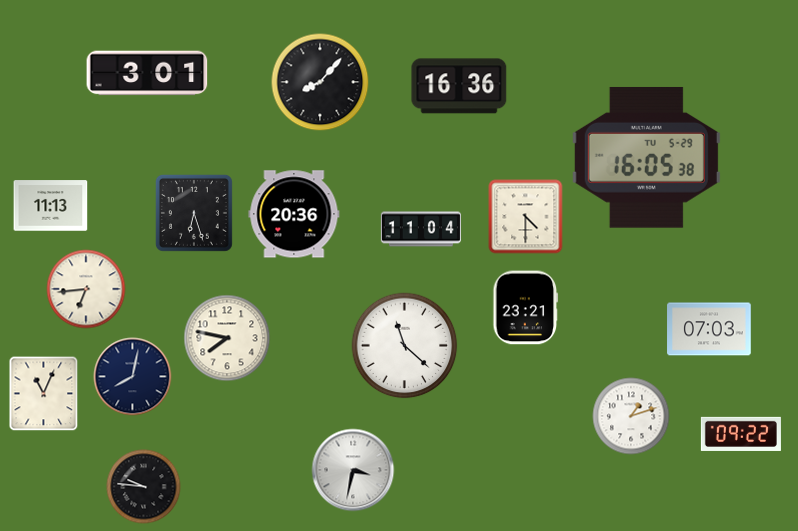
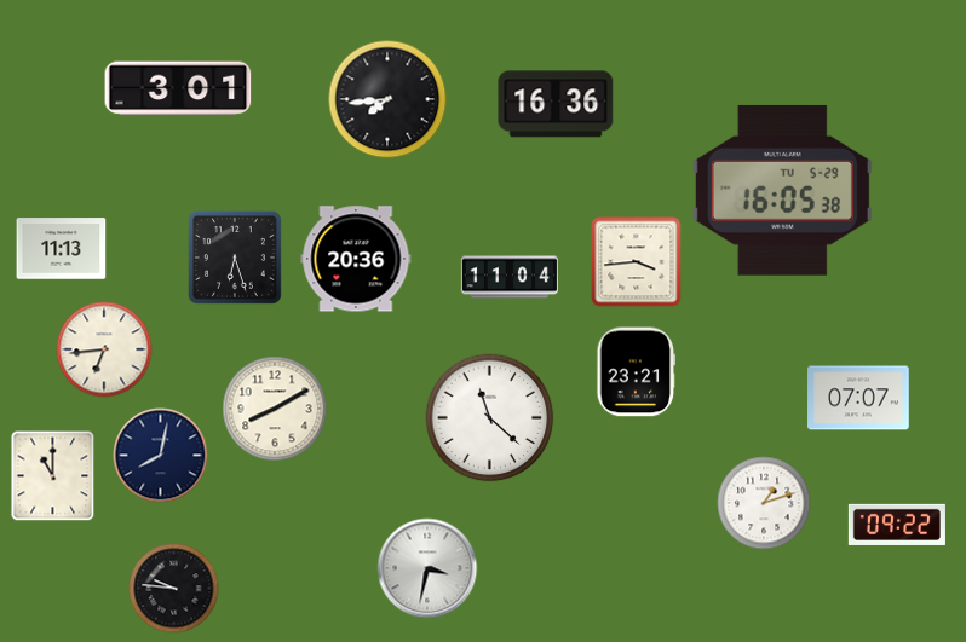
clock at (320, 82): 8:07 -> 7:44
clock at (526, 217): 4:30 -> 3:44
clock at (709, 329): 07:03 -> 07:07
clock at (227, 338): 7:47 -> 8:10
clock at (44, 394): 11:04 -> 11:00
